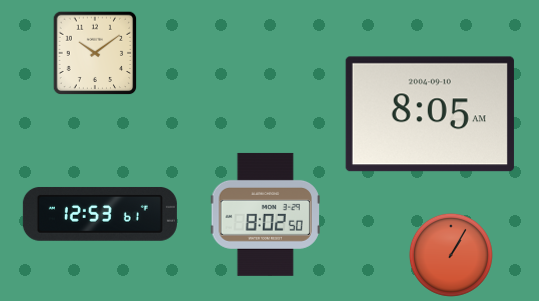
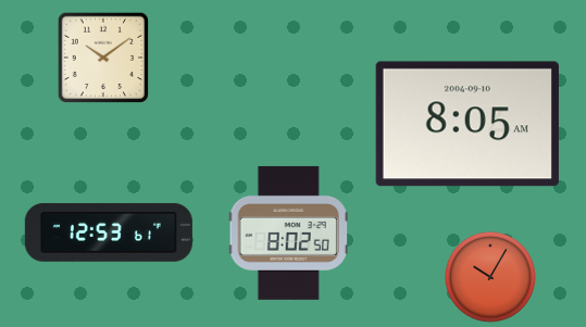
clock at (451, 255): 1:05 -> 10:05
